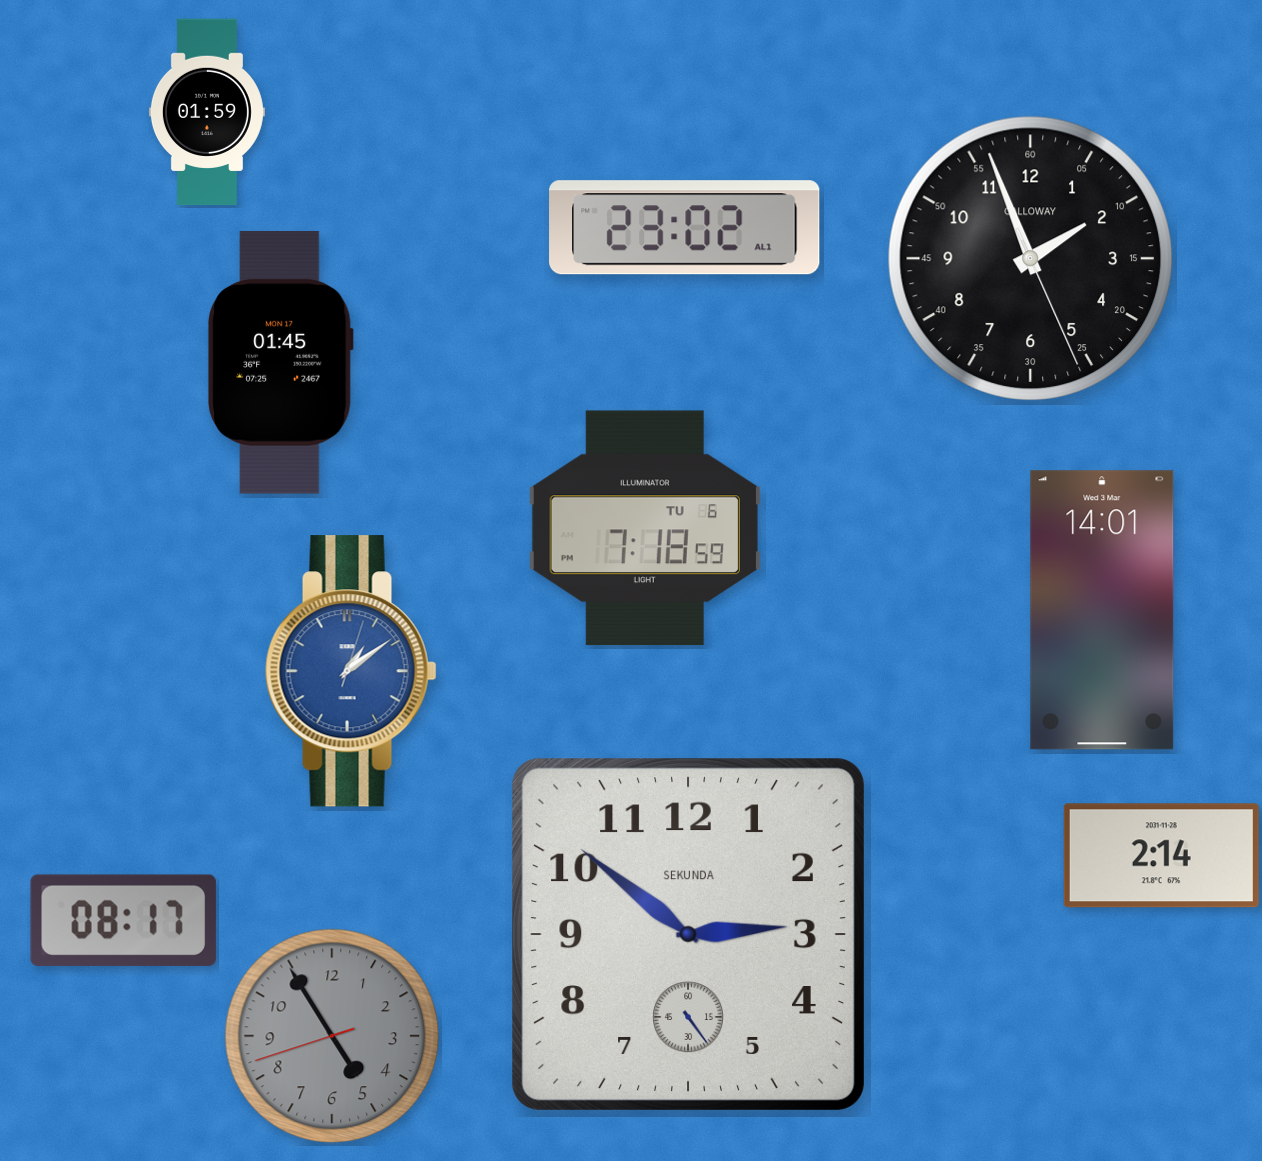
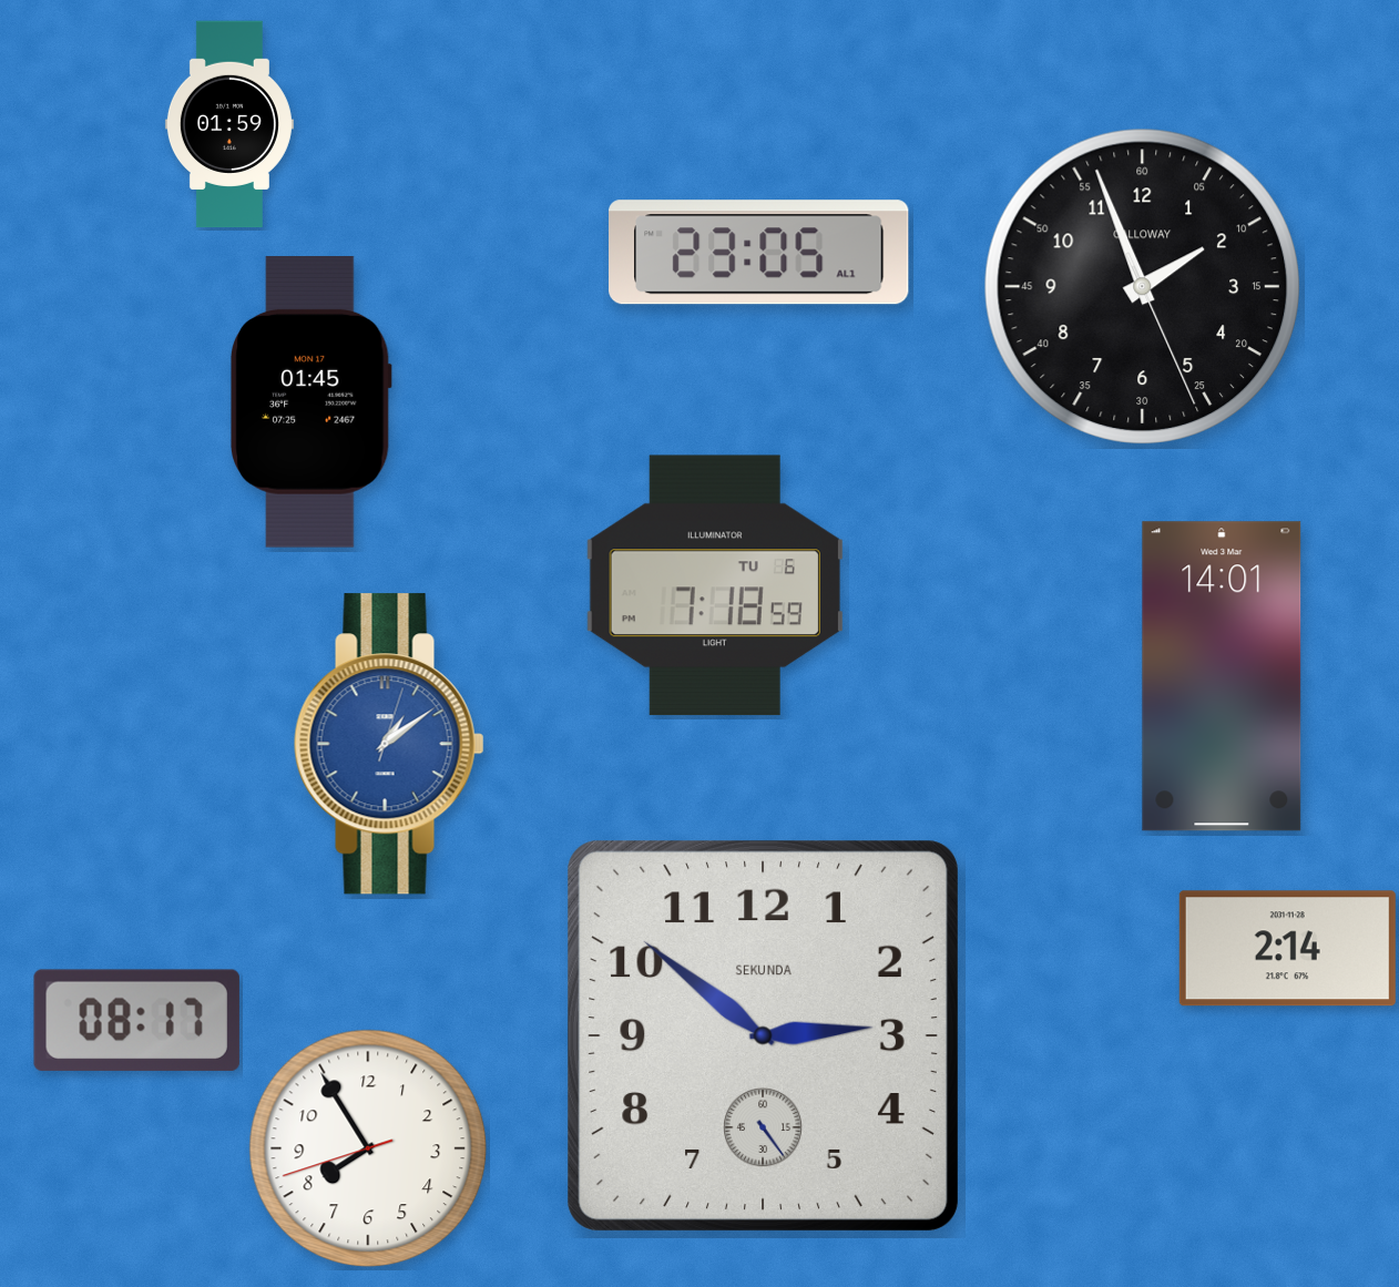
clock at (685, 228): 23:02 -> 23:05
clock at (332, 1036): 4:54 -> 7:54
clock at (332, 1036) dial: grey -> white
